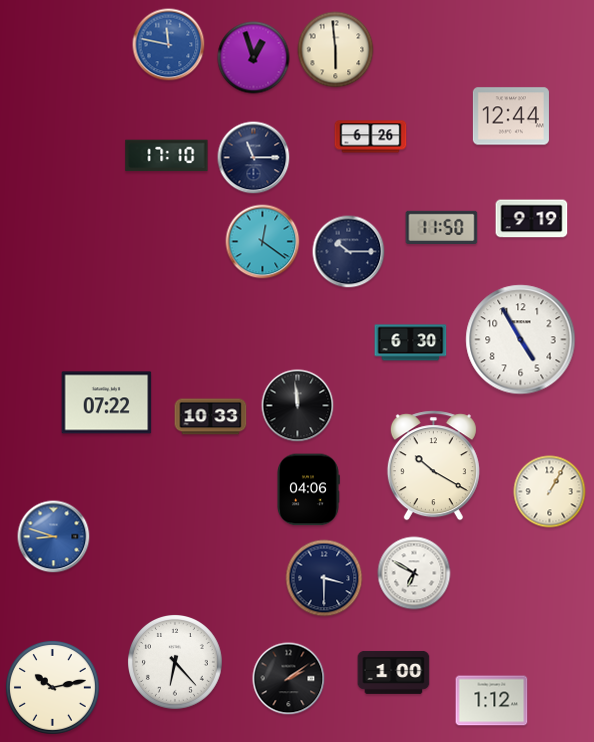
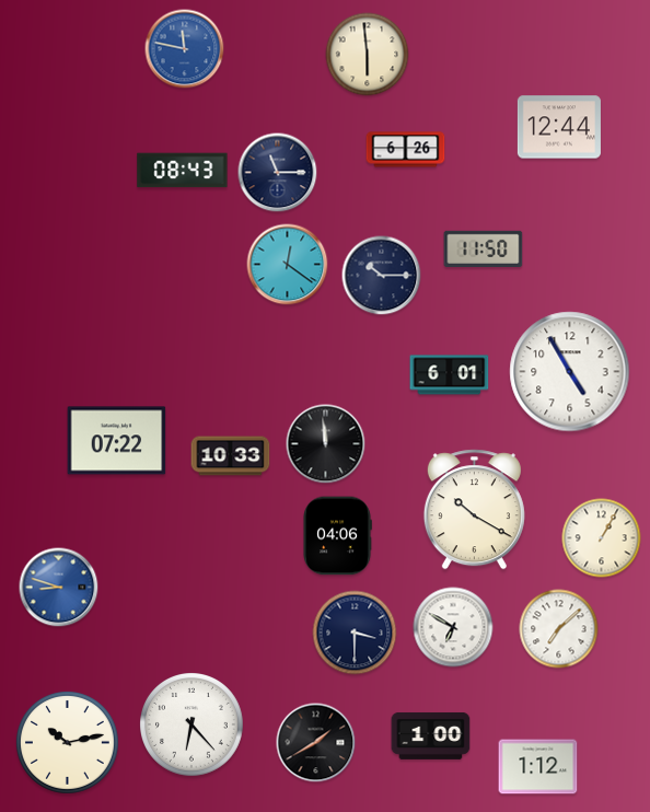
clock at (254, 58): 12:57 -> none
clock at (167, 156): 17:10 -> 08:43
clock at (532, 219): 9:19 -> none
clock at (411, 343): 6:30 -> 6:01
clock at (559, 629): none -> 7:08
clock at (289, 679): 2:09 -> 1:40
clock at (52, 687) position: (52, 687) -> (67, 742)
